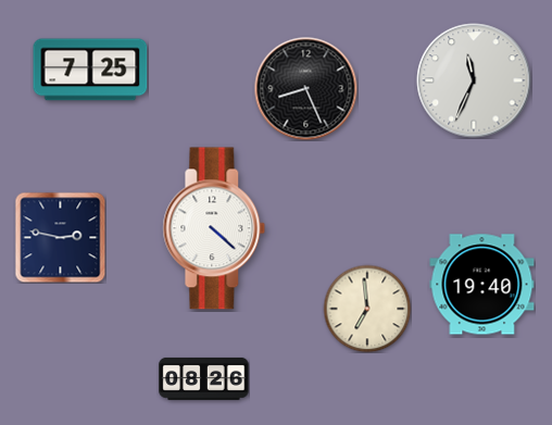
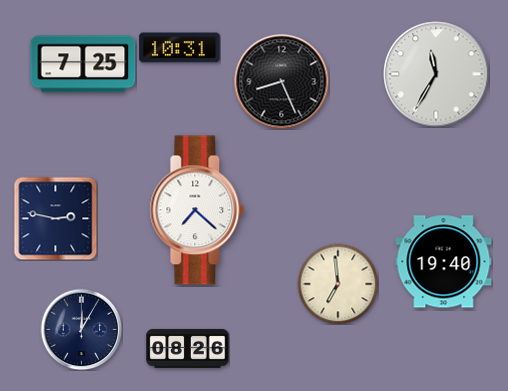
clock at (180, 48): none -> 10:31
clock at (474, 80): 11:34 -> 11:35
clock at (214, 228): 4:22 -> 7:22
clock at (81, 329): none -> 12:05
